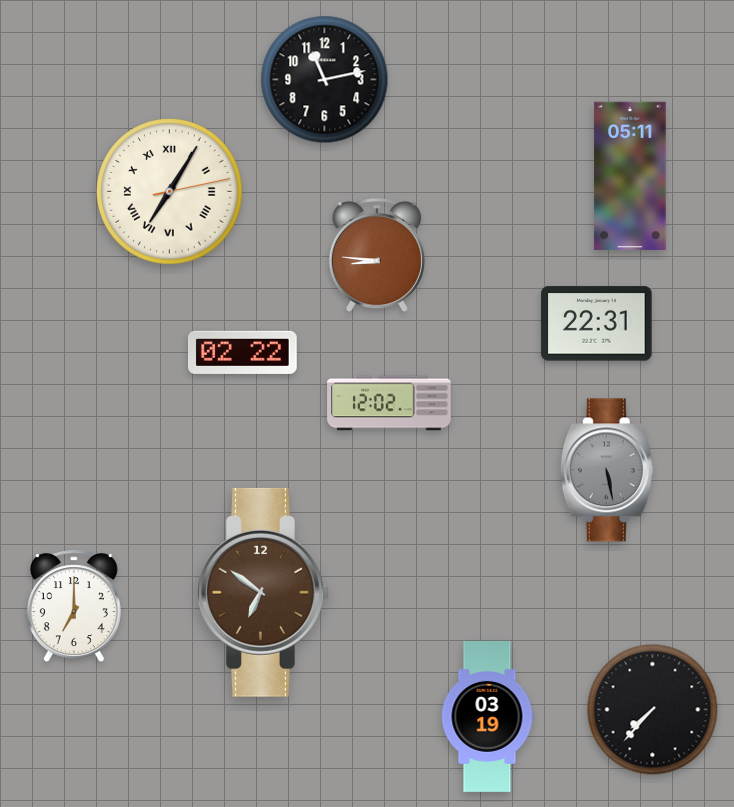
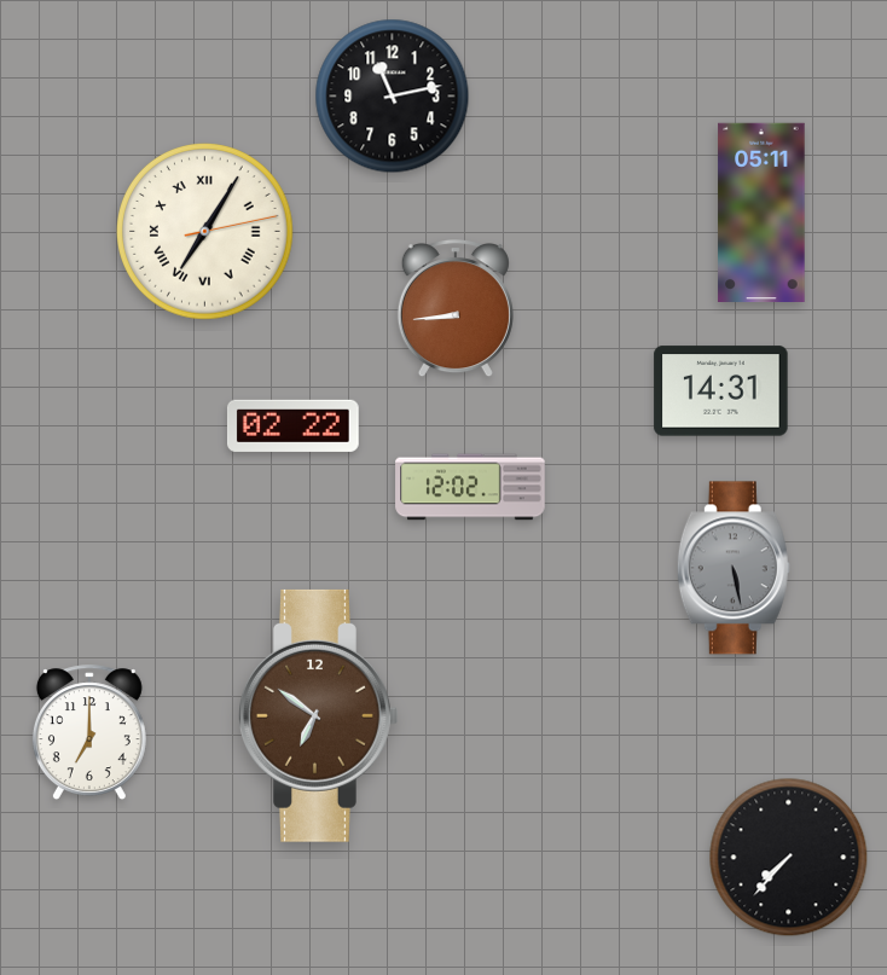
clock at (377, 256): 8:46 -> 8:44
clock at (597, 324): 22:31 -> 14:31
clock at (487, 716): 03:19 -> none
